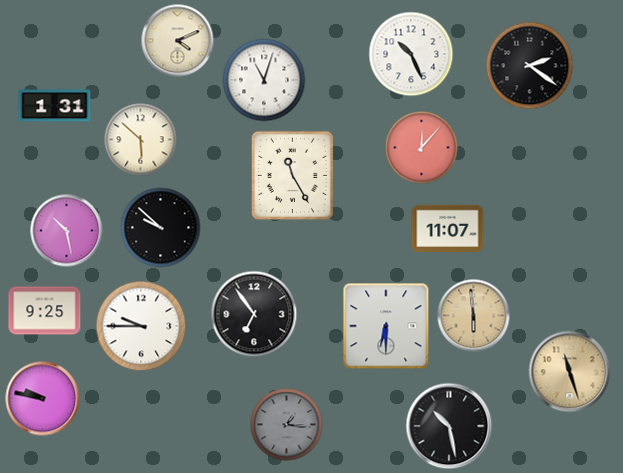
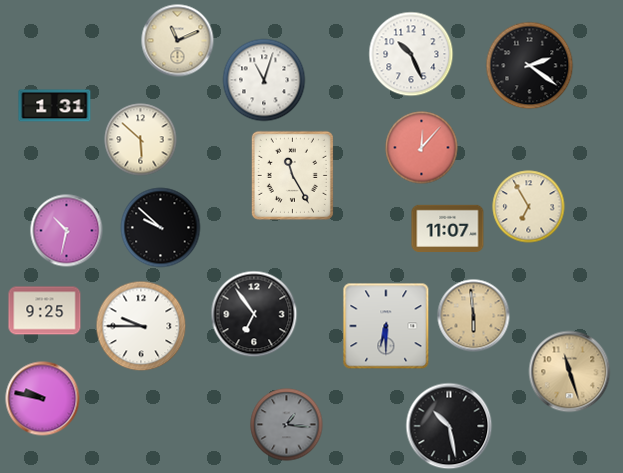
clock at (178, 41): 4:11 -> 11:11
clock at (529, 207): none -> 6:55
clock at (67, 231): 10:28 -> 10:32
